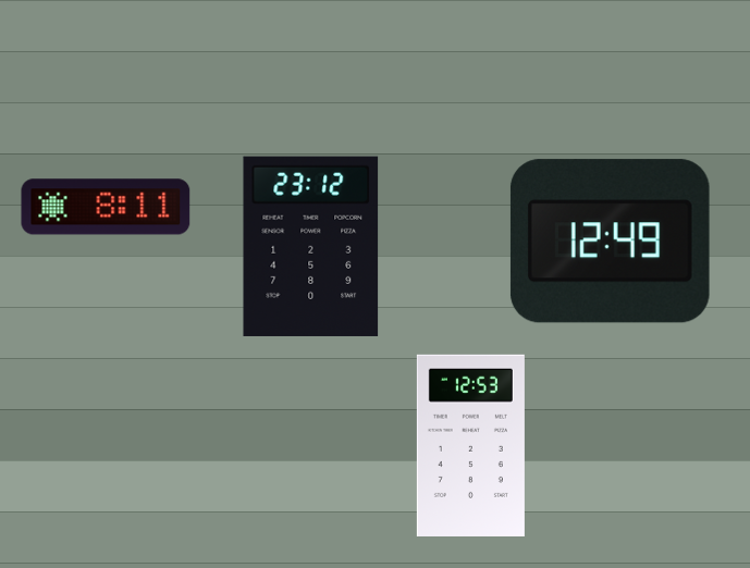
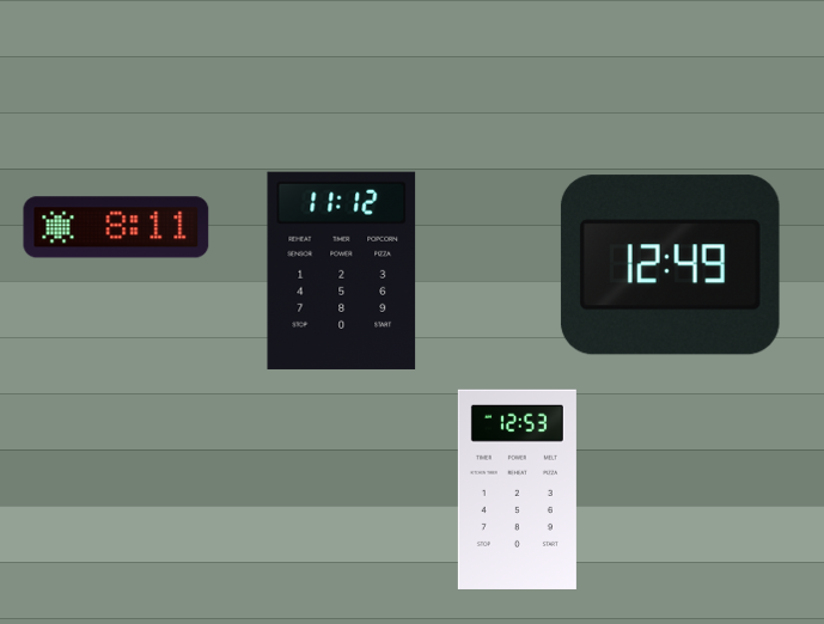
clock at (311, 246): 23:12 -> 11:12
